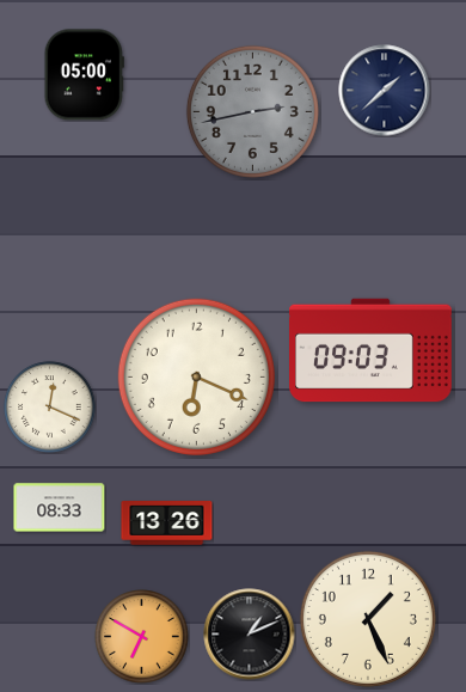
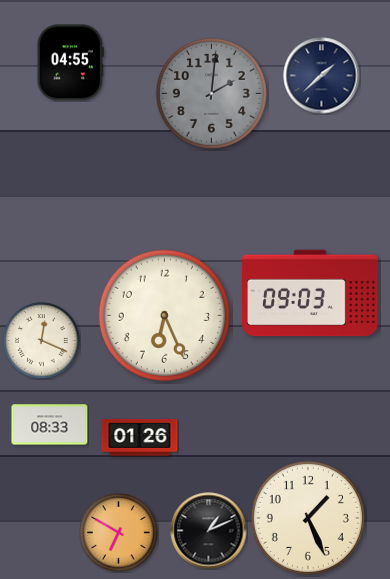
clock at (84, 75): 05:00 -> 04:55
clock at (252, 111): 2:43 -> 2:01
clock at (196, 376): 6:19 -> 6:26
clock at (167, 523): 13:26 -> 01:26
